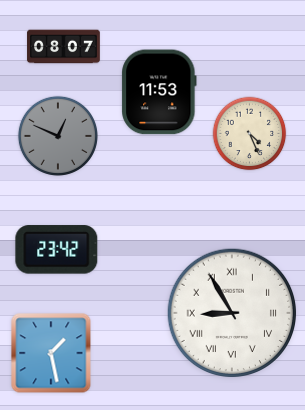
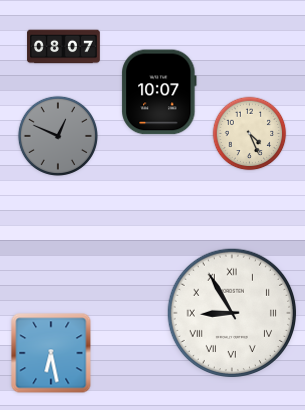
clock at (159, 92): 11:53 -> 10:07
clock at (57, 250): 23:42 -> none
clock at (51, 353): 1:28 -> 6:28
